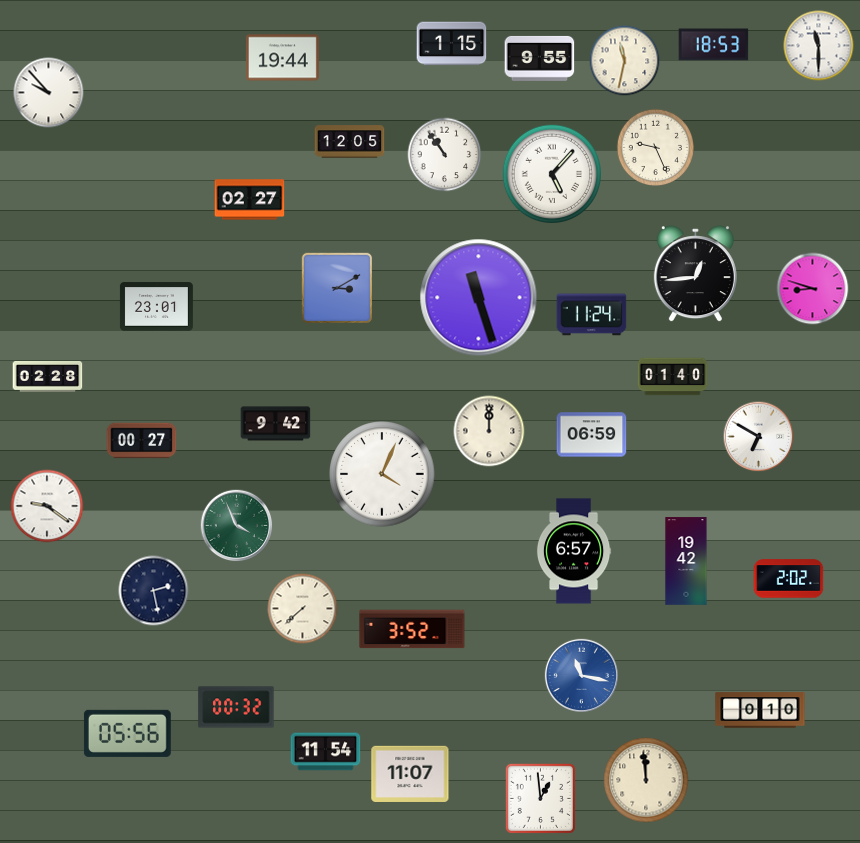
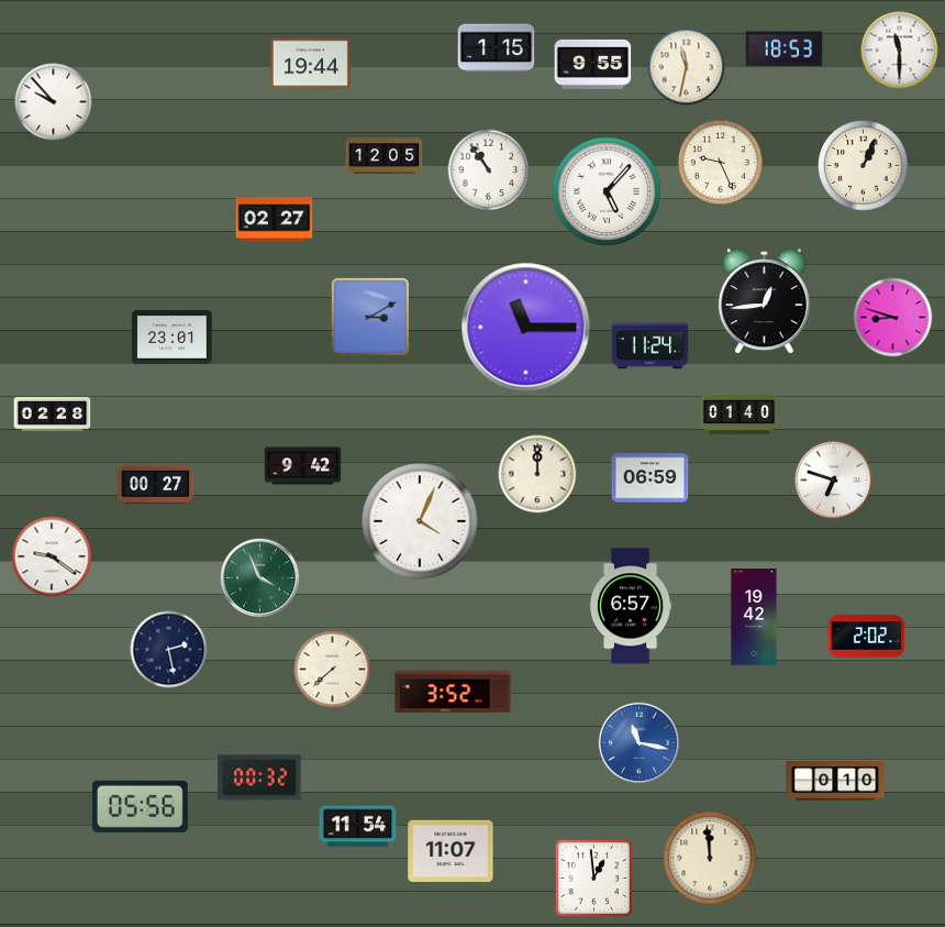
clock at (864, 166): none -> 1:04
clock at (479, 298): 11:27 -> 11:15
clock at (759, 437): 6:50 -> 6:48
